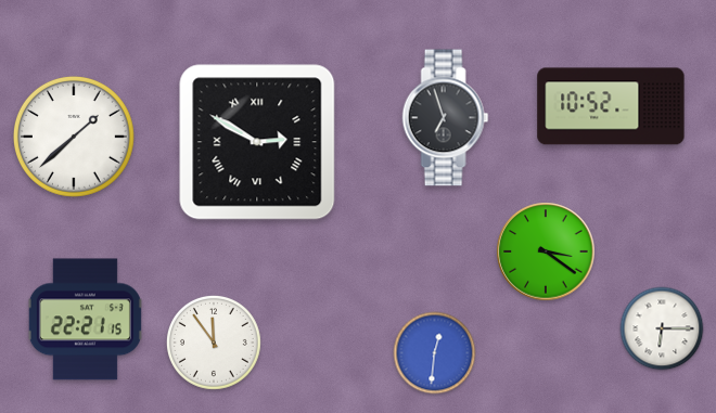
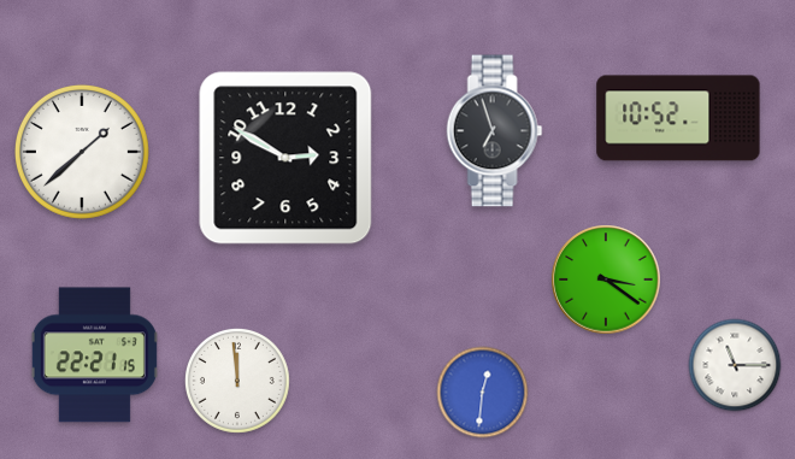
clock at (257, 142) numerals: Roman -> Arabic
clock at (662, 328): 6:15 -> 11:15
clock at (214, 343): 11:54 -> 11:59
